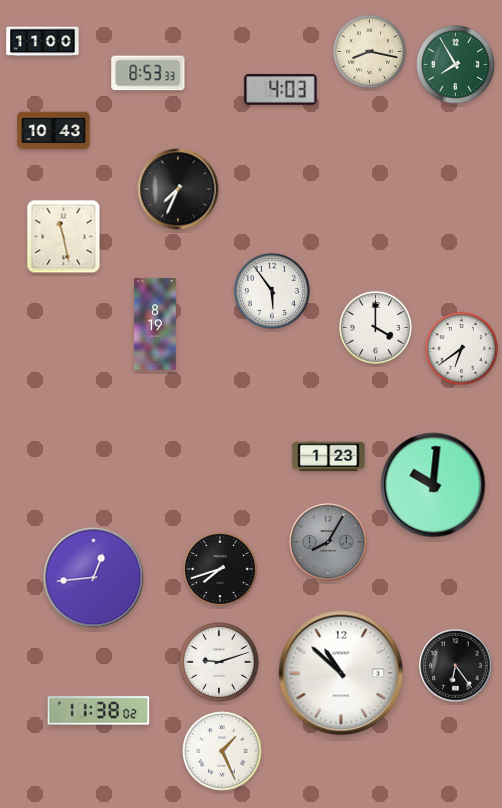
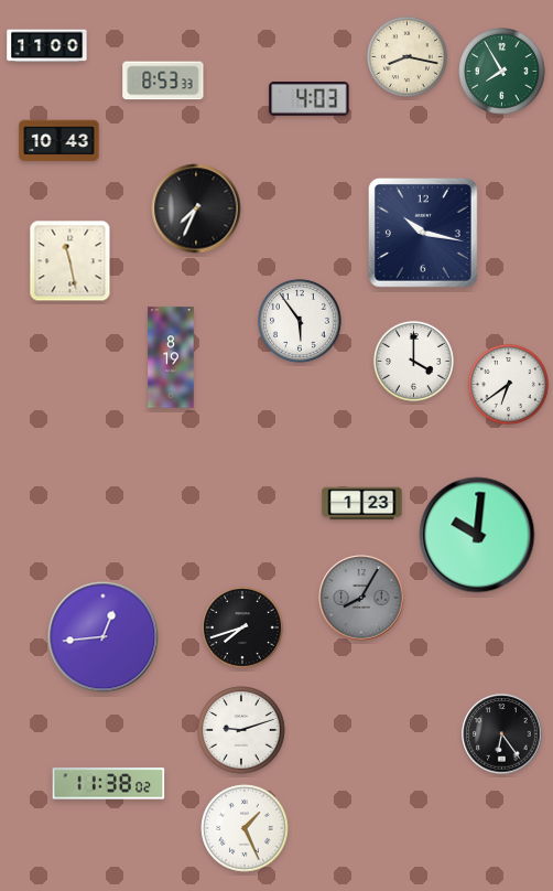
clock at (54, 131) position: (54, 131) -> (59, 141)
clock at (423, 233): none -> 10:17
clock at (341, 673): 10:52 -> none
